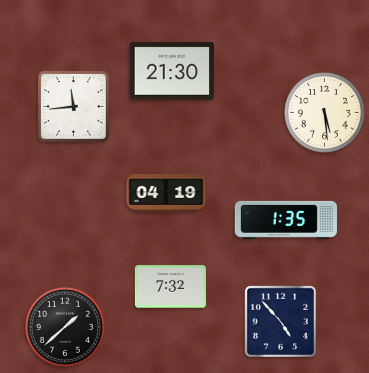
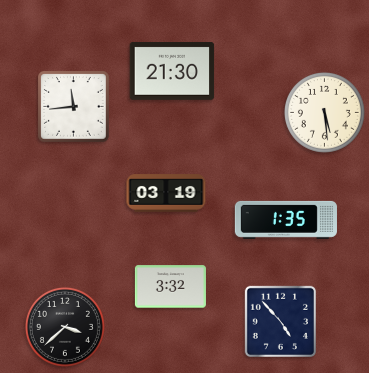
clock at (166, 193): 04:19 -> 03:19
clock at (170, 287): 7:32 -> 3:32
clock at (65, 327): 1:38 -> 3:38
